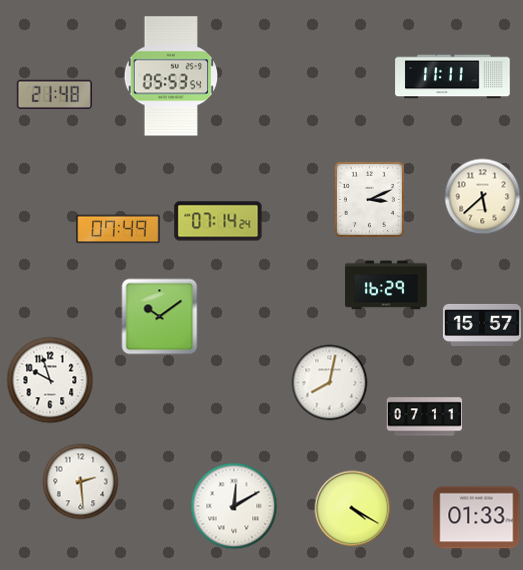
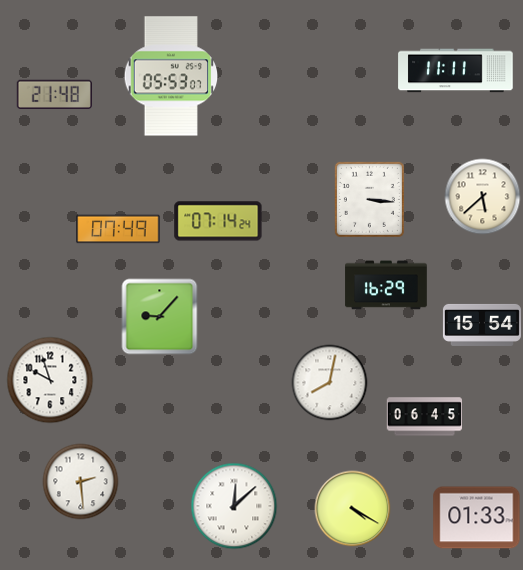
clock at (171, 76): 05:53:54 -> 05:53:07
clock at (453, 77) position: (453, 77) -> (456, 71)
clock at (369, 199): 3:11 -> 3:16
clock at (160, 317): 10:09 -> 9:07
clock at (482, 325): 15:57 -> 15:54
clock at (424, 417): 07:11 -> 06:45
clock at (234, 506): 12:10 -> 12:08
